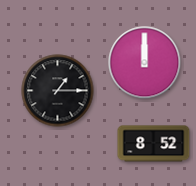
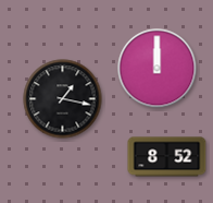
clock at (58, 91): 1:15 -> 1:17
